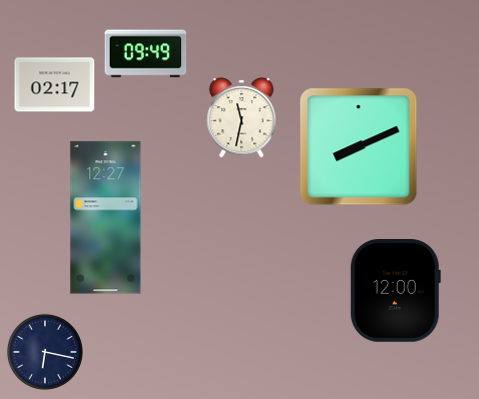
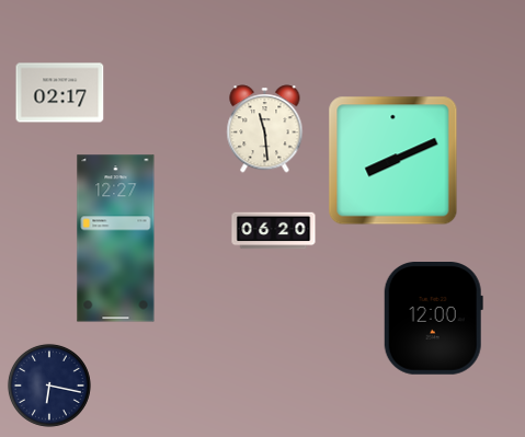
clock at (146, 54): 09:49 -> none
clock at (242, 118): 11:32 -> 11:29
clock at (274, 231): none -> 06:20
